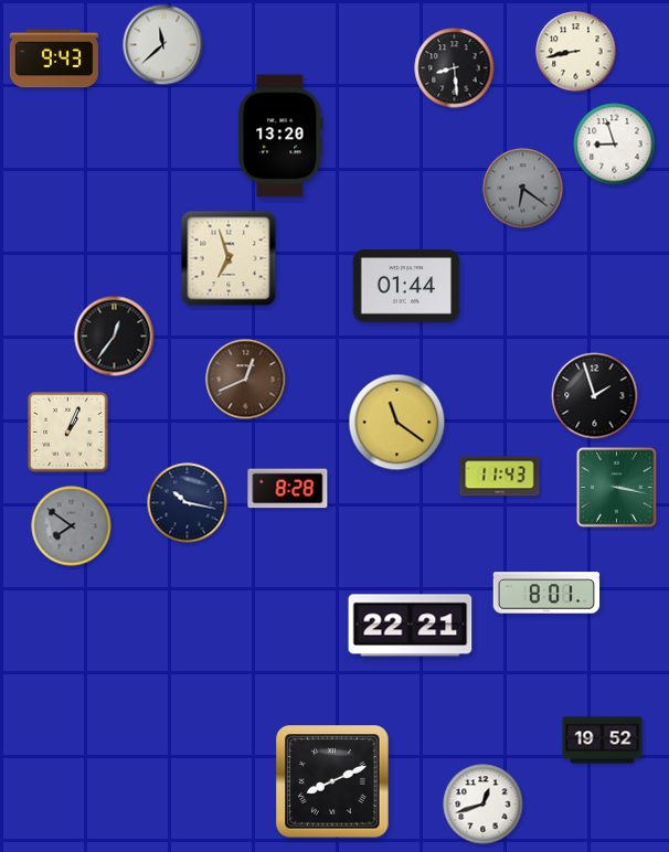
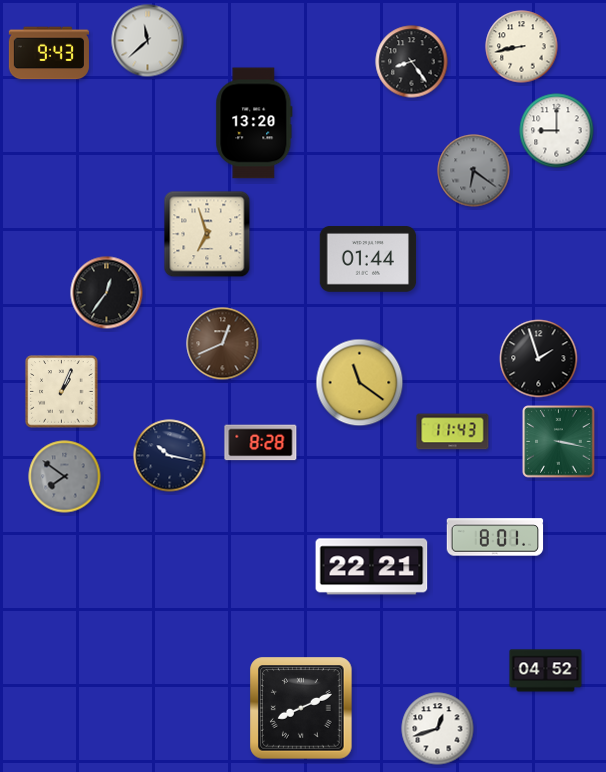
clock at (455, 68): 8:29 -> 8:24
clock at (615, 145): 8:57 -> 9:00
clock at (115, 337) position: (115, 337) -> (107, 293)
clock at (603, 741): 19:52 -> 04:52
